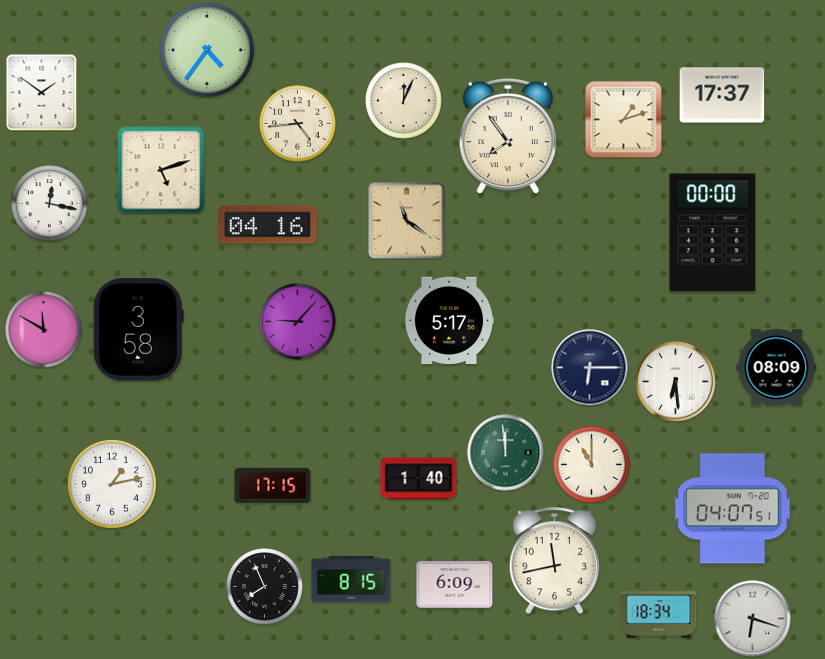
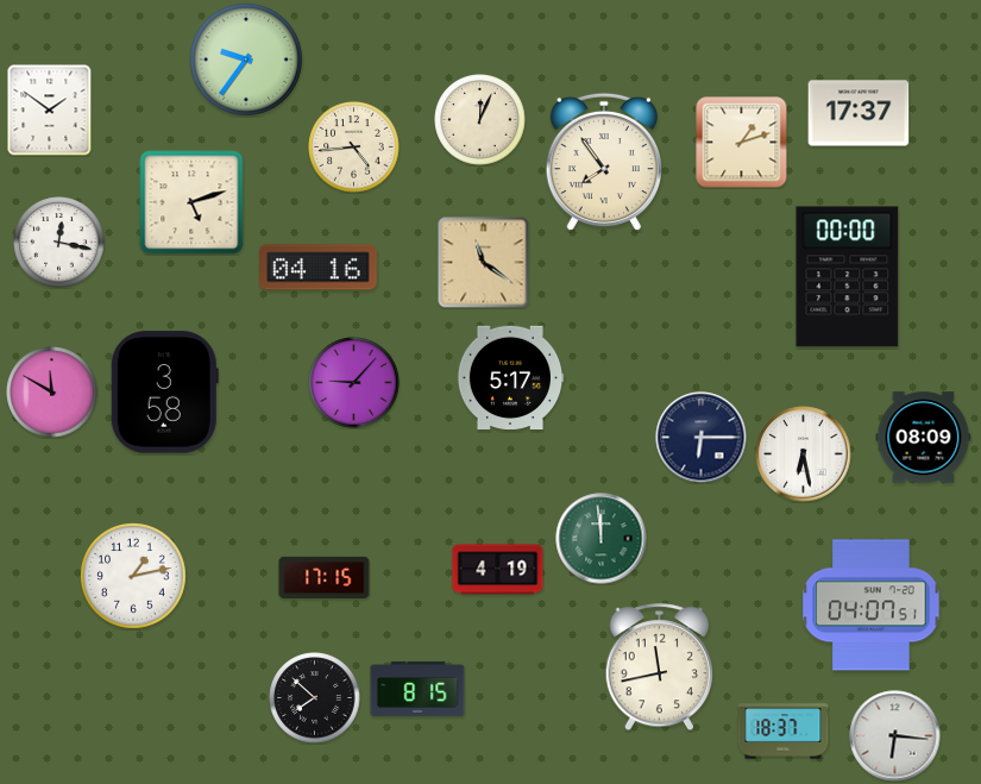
clock at (207, 50): 4:36 -> 9:36
clock at (449, 320) position: (449, 320) -> (510, 377)
clock at (676, 382): 6:29 -> 6:28
clock at (592, 465): 11:00 -> none
clock at (419, 479): 1:40 -> 4:19
clock at (455, 585): 6:09 -> none
clock at (265, 587): 7:56 -> 7:52
clock at (659, 615): 18:34 -> 18:37
clock at (753, 619): 6:18 -> 6:16
